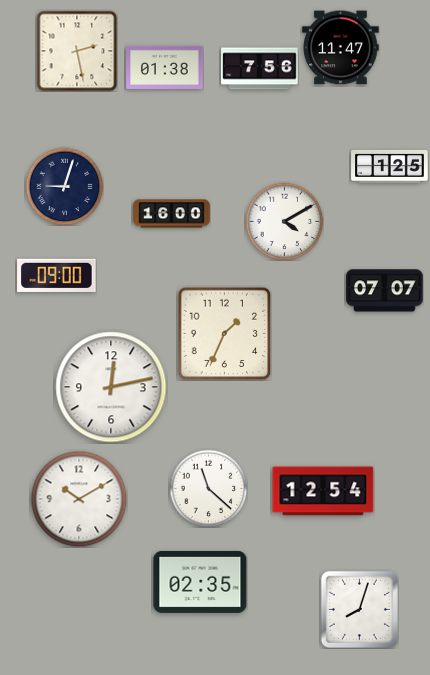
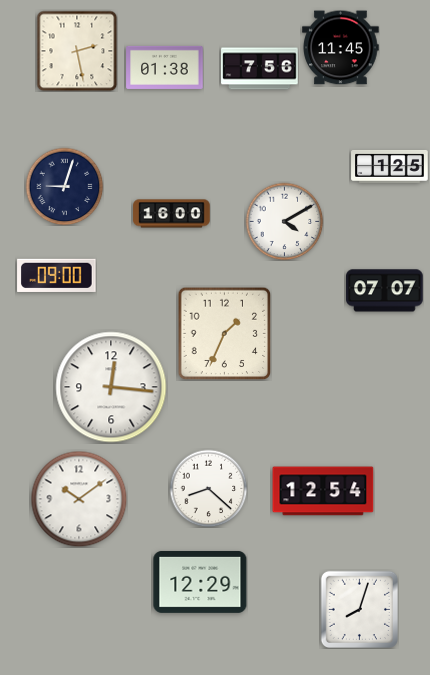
clock at (341, 48): 11:47 -> 11:45
clock at (111, 387): 12:13 -> 12:16
clock at (208, 488): 11:22 -> 8:22
clock at (79, 499): 10:10 -> 10:09
clock at (200, 582): 02:35 -> 12:29
